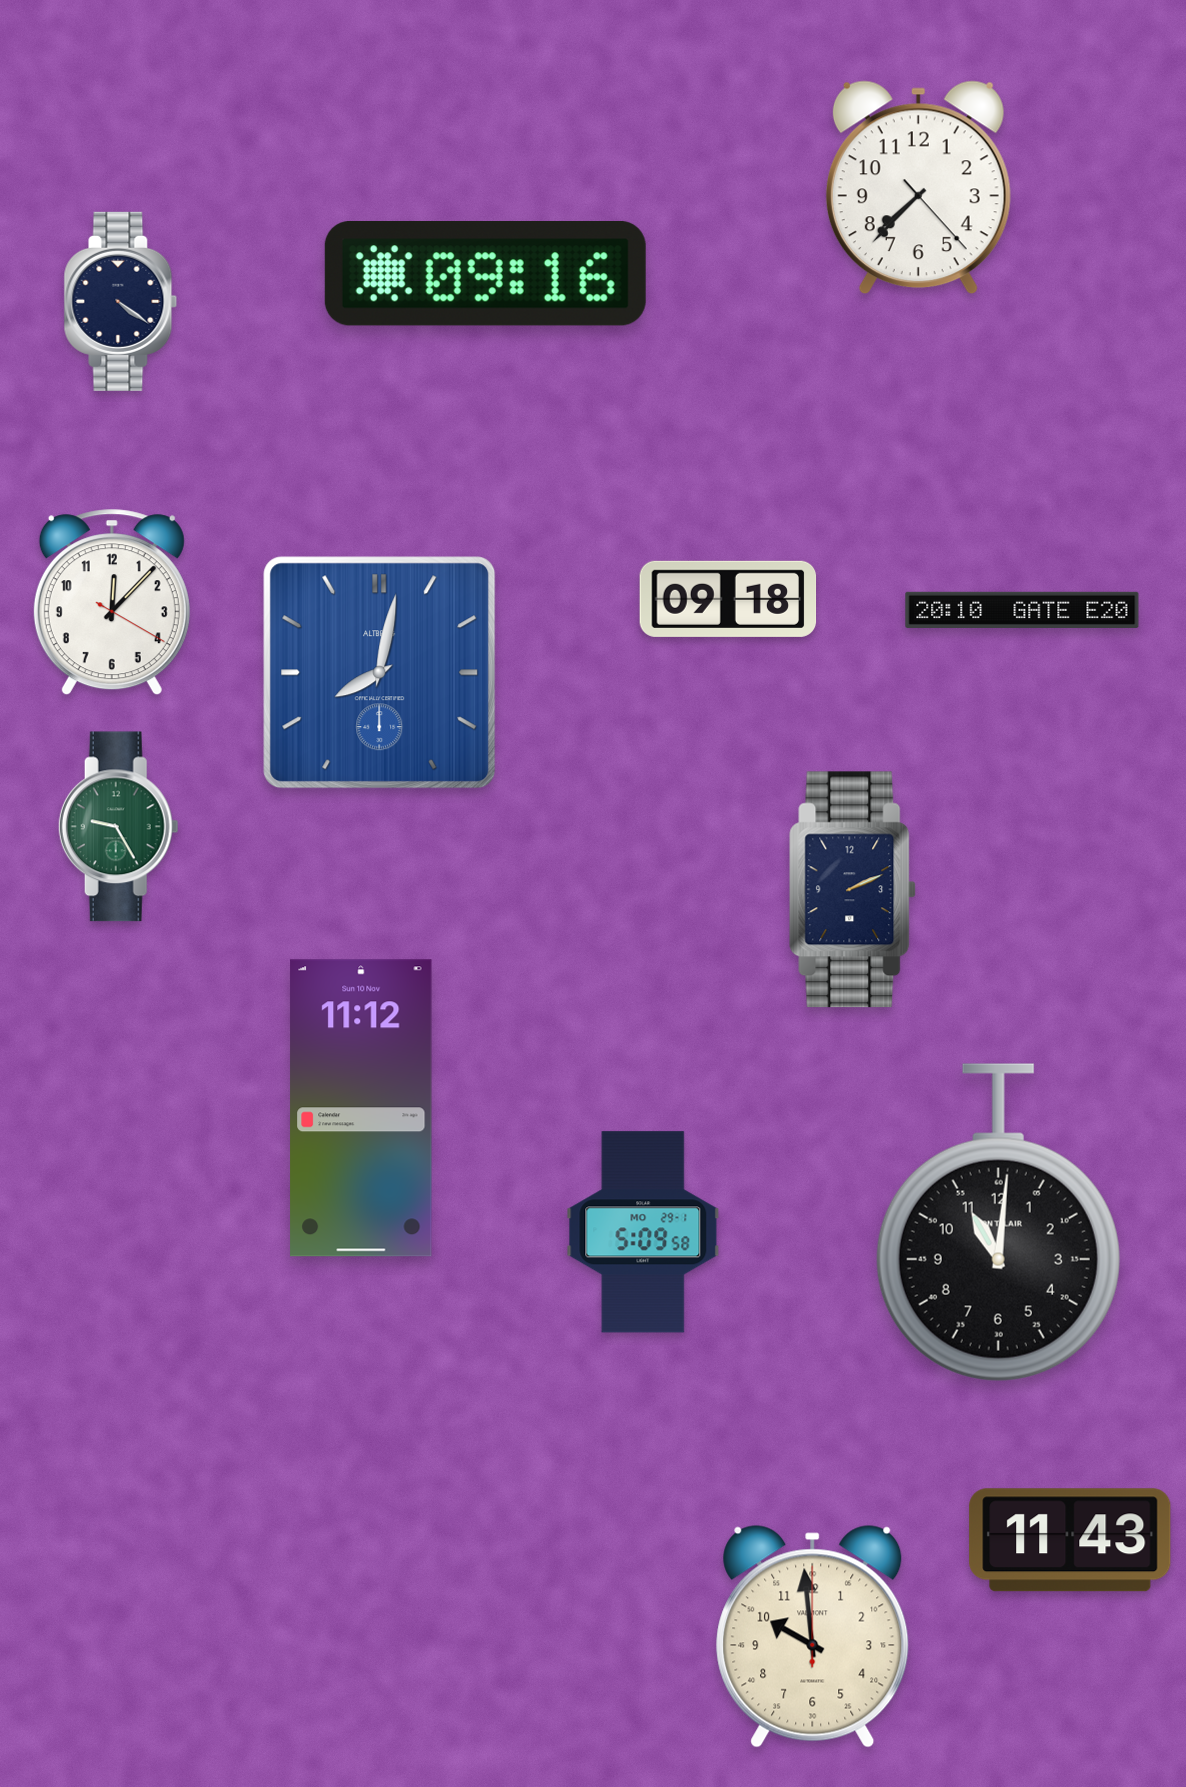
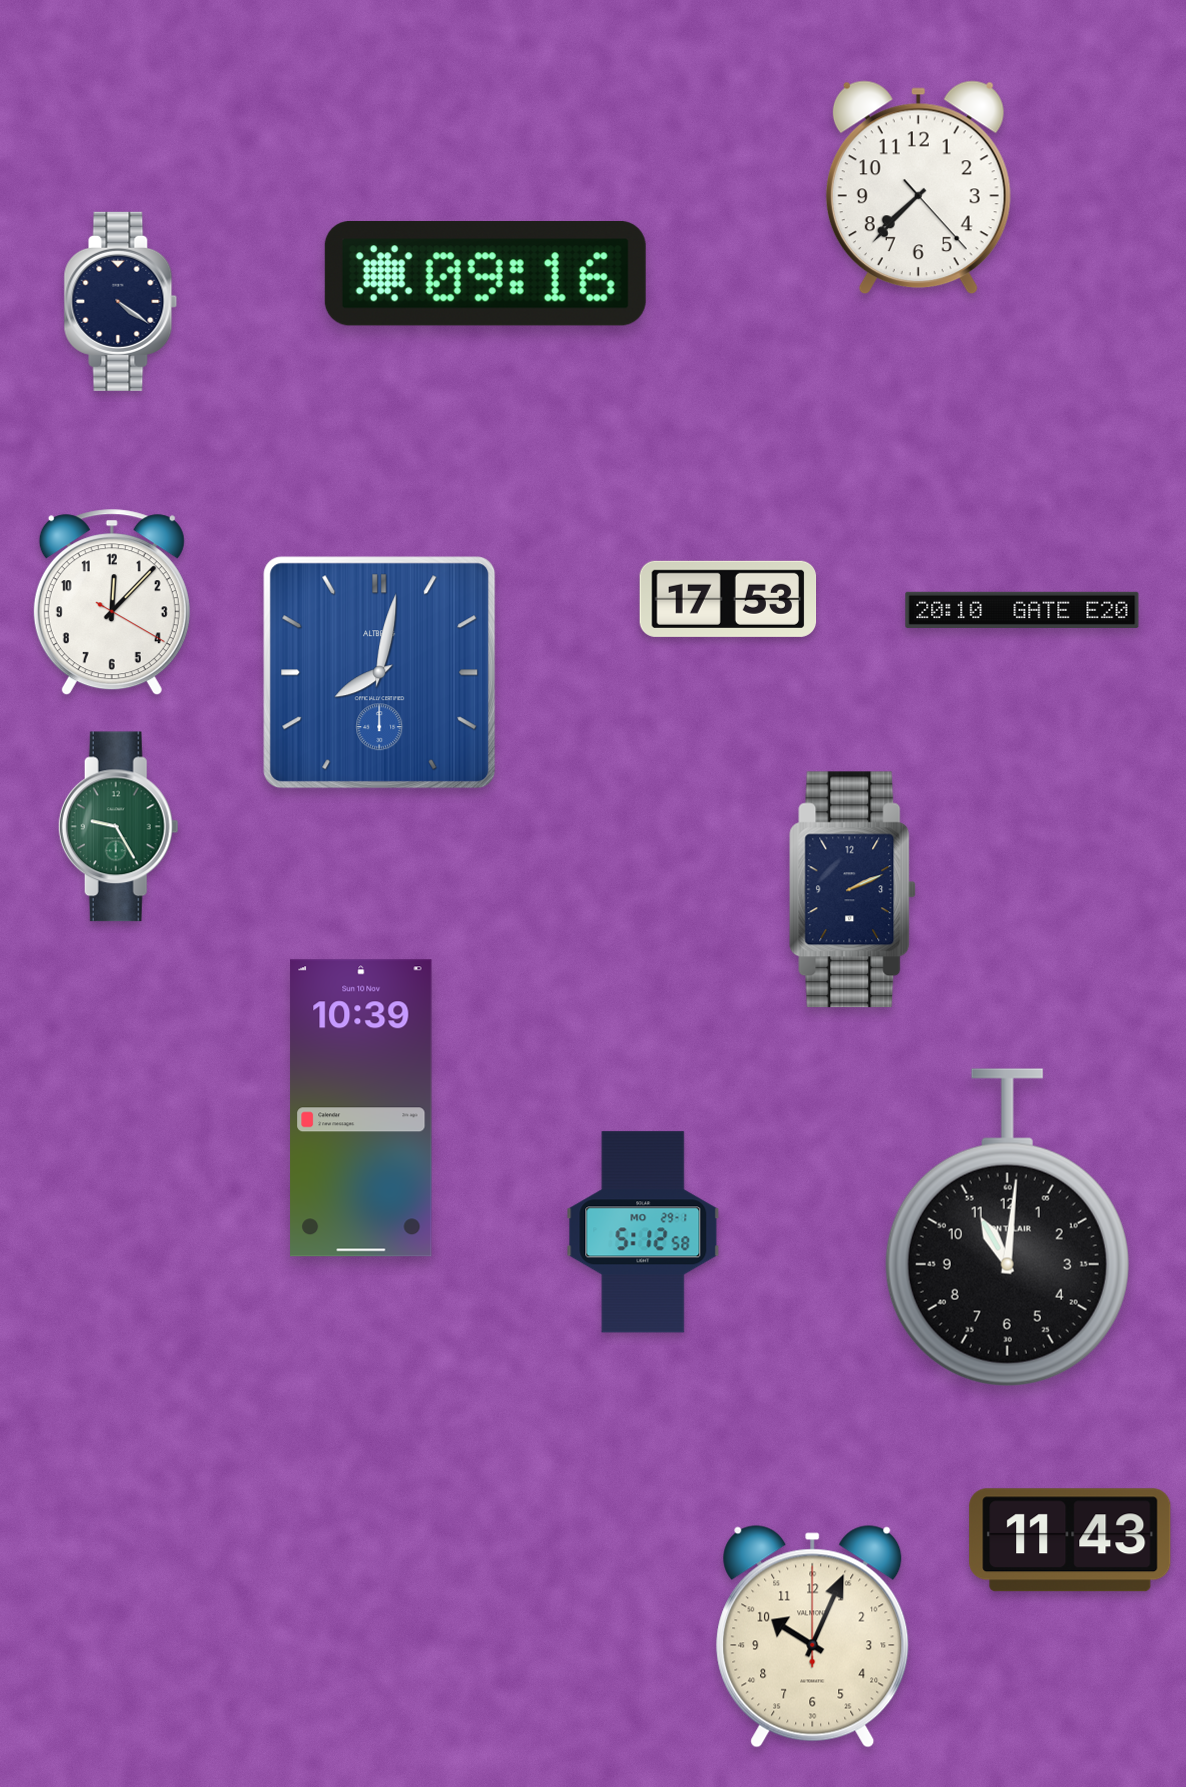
clock at (728, 599): 09:18 -> 17:53
clock at (361, 1108): 11:12 -> 10:39
clock at (998, 1223) position: (998, 1223) -> (1007, 1228)
clock at (643, 1232): 5:09 -> 5:12
clock at (813, 1637): 9:59 -> 10:04
